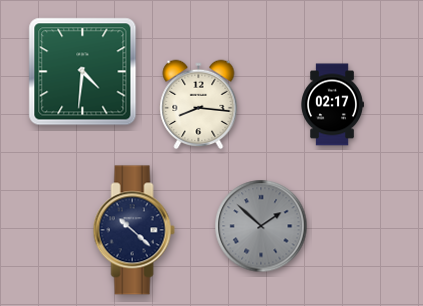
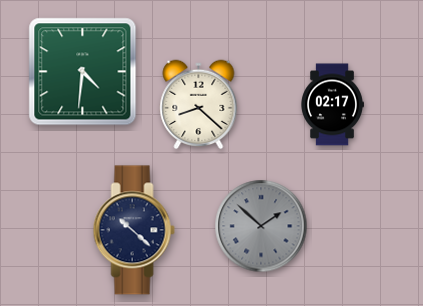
clock at (199, 105): 8:16 -> 8:22
